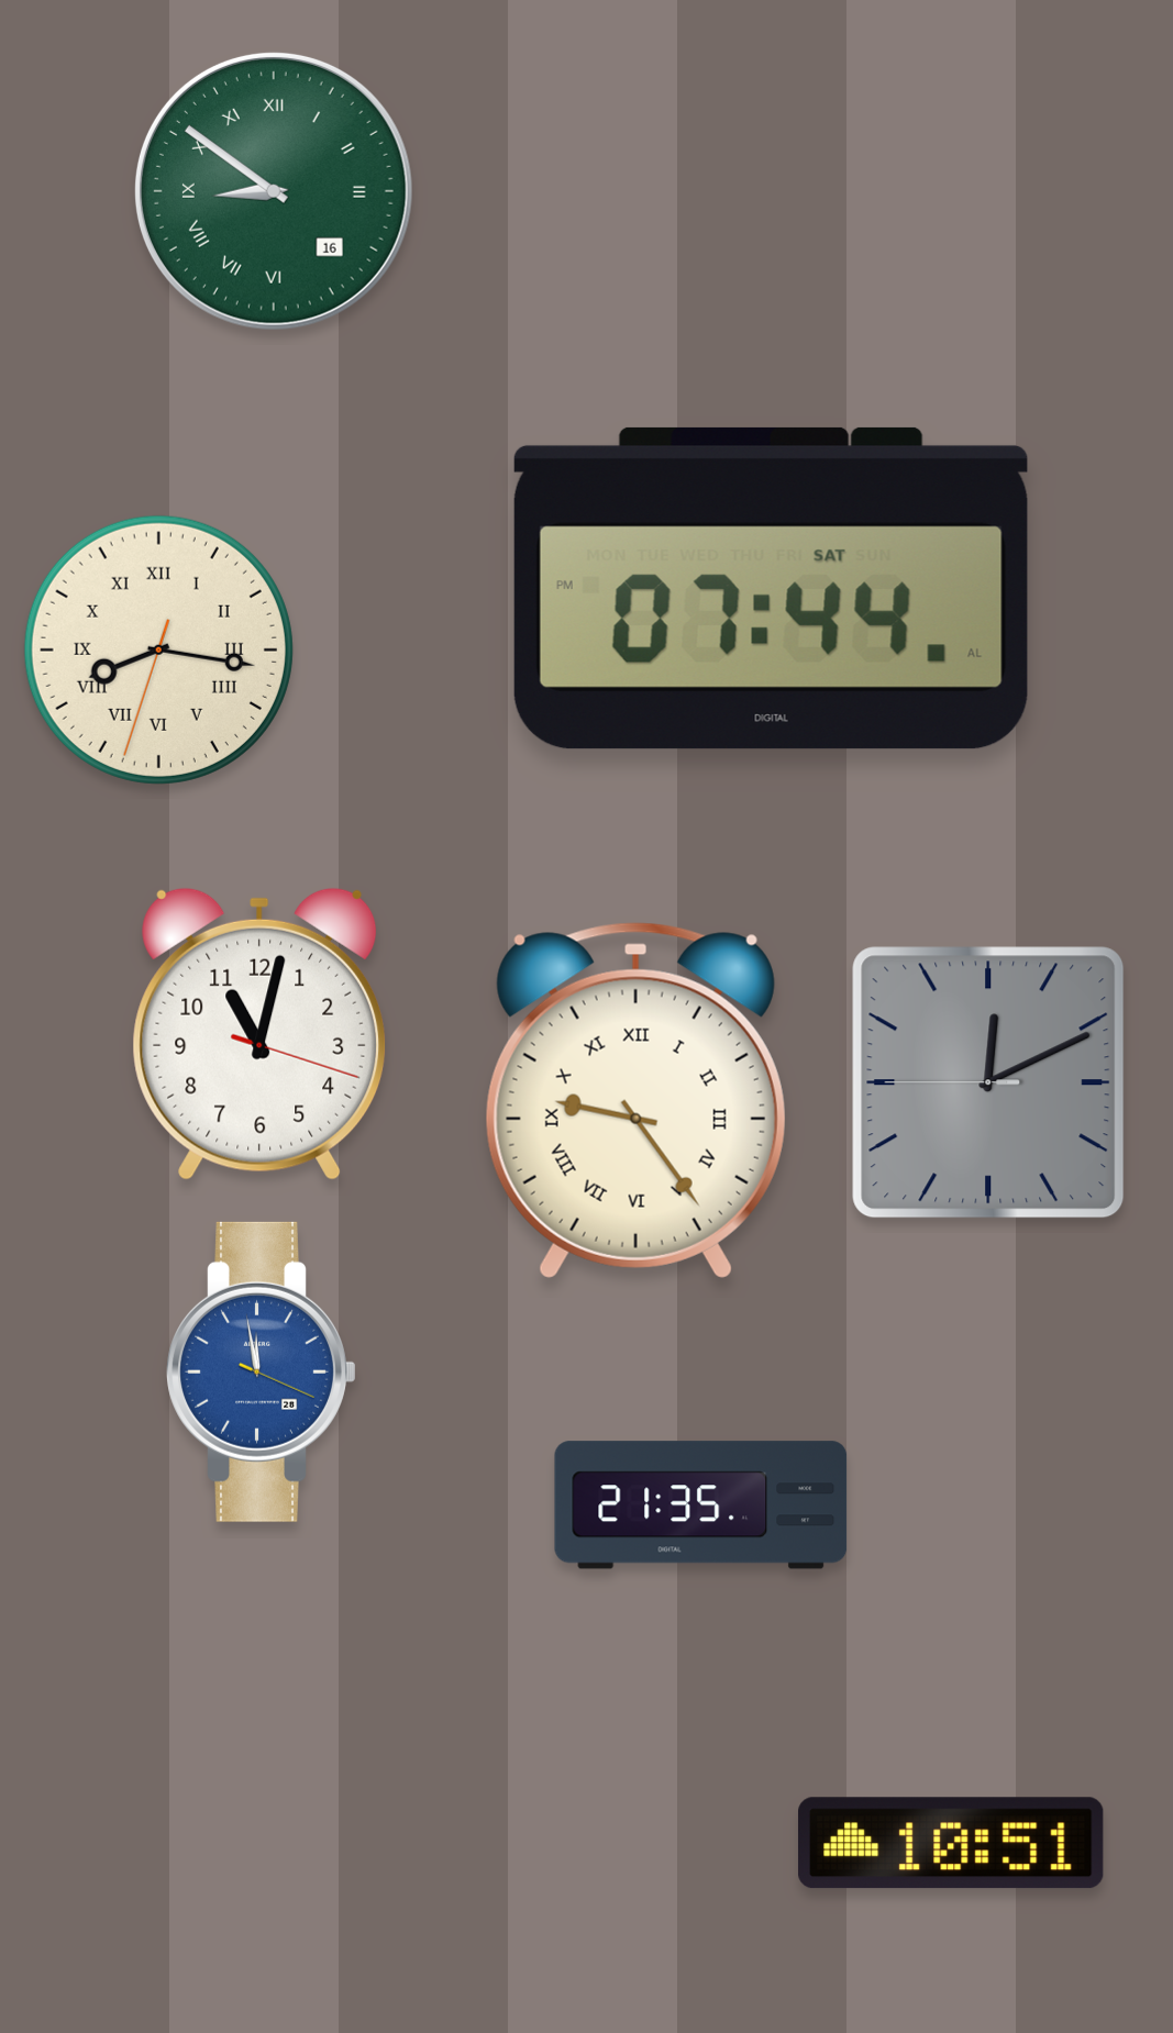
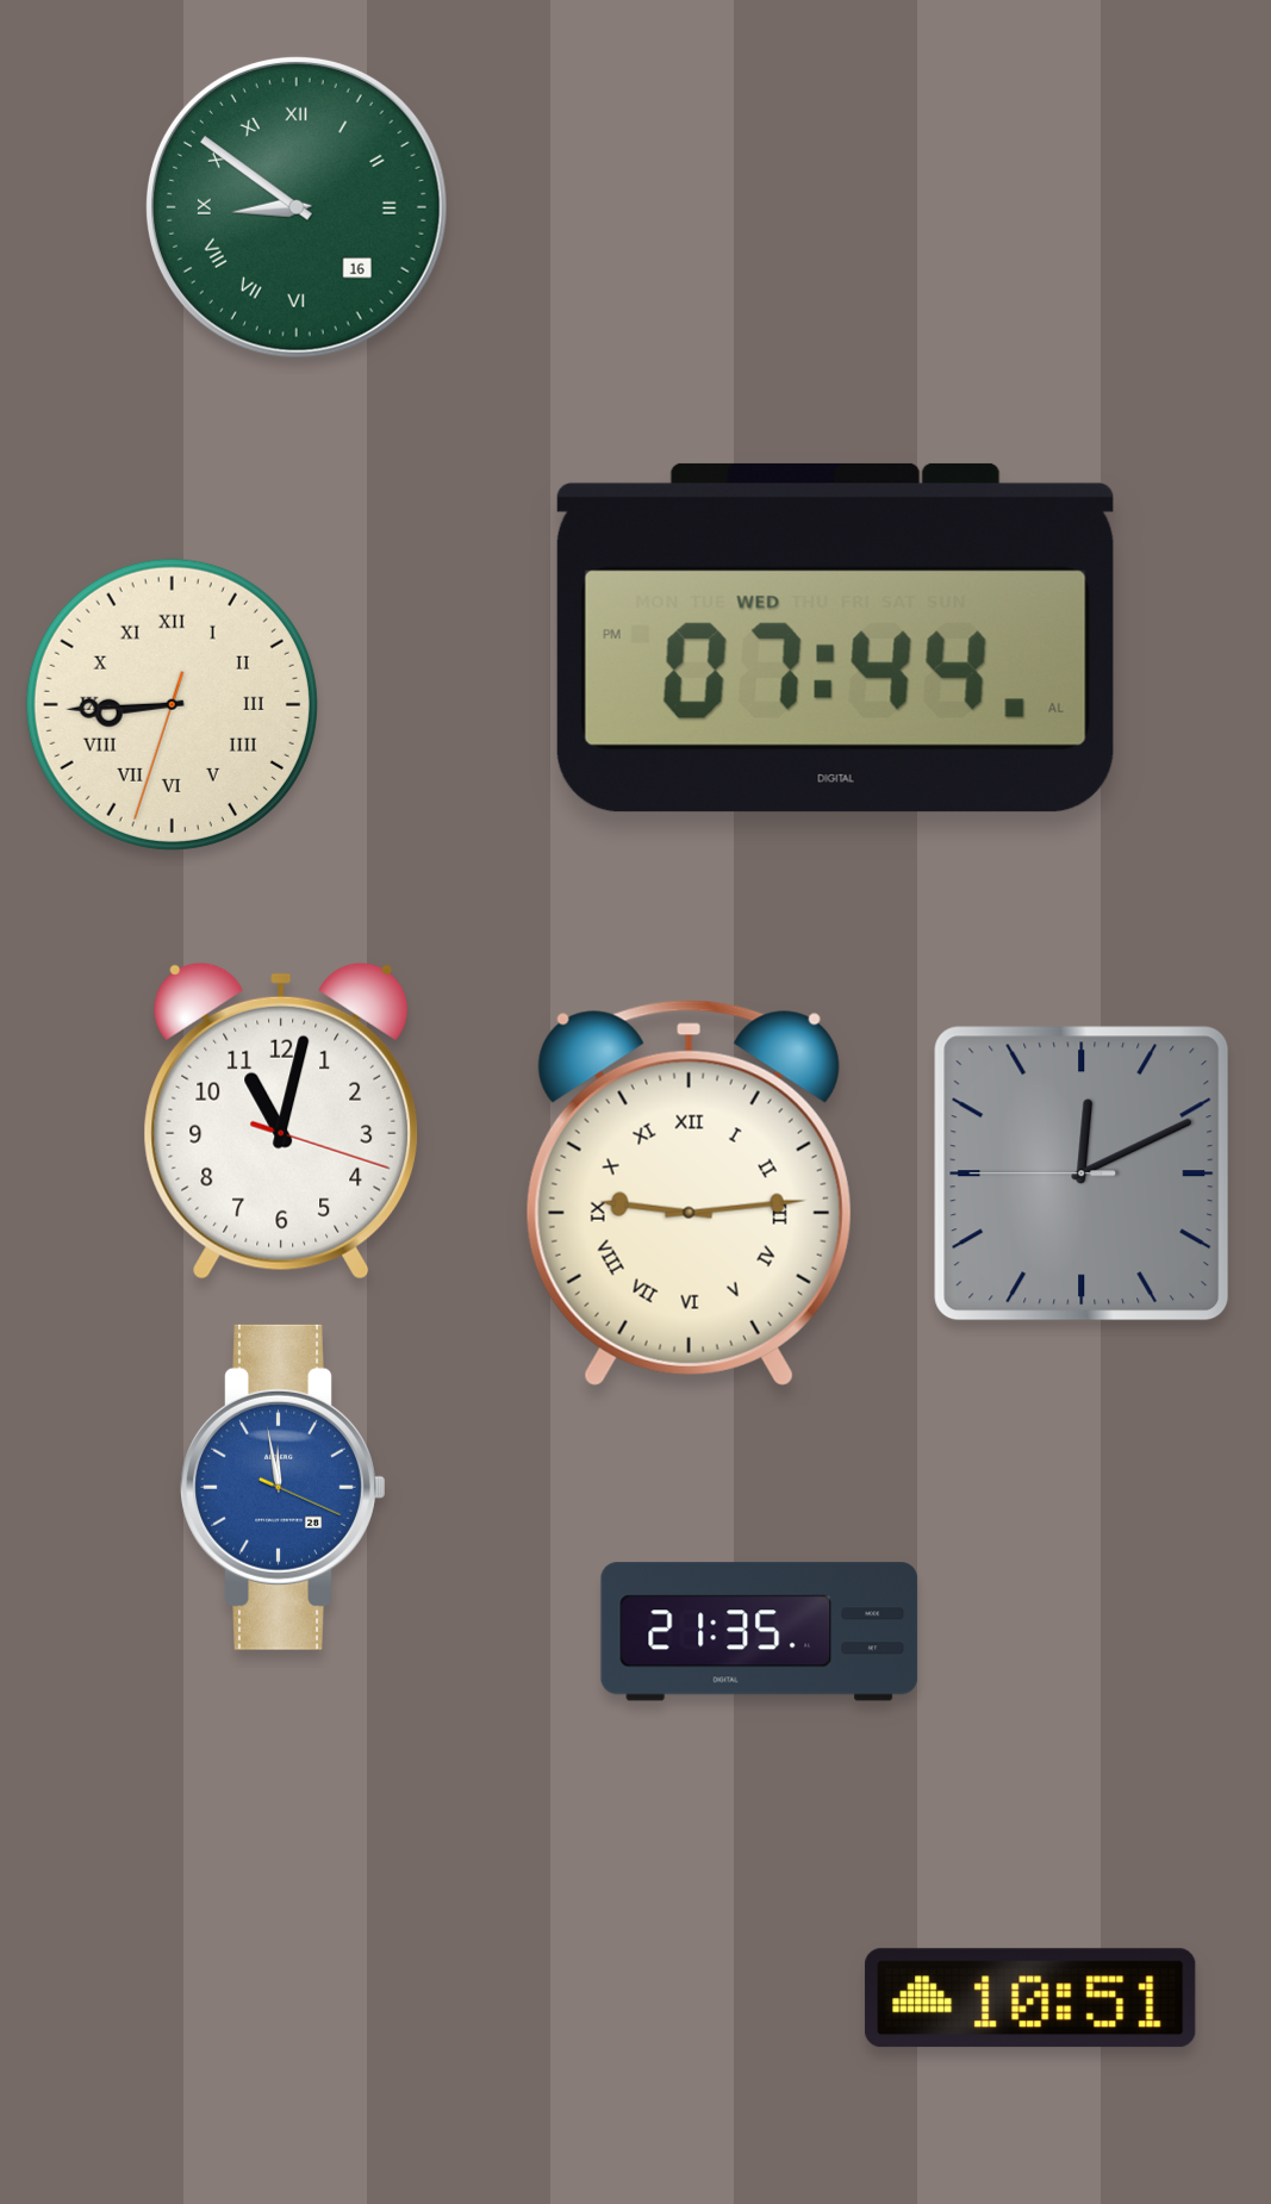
clock at (771, 588) date: SAT -> WED
clock at (158, 649): 8:16 -> 8:44
clock at (988, 1082) position: (988, 1082) -> (1082, 1173)
clock at (635, 1100): 9:24 -> 9:14
